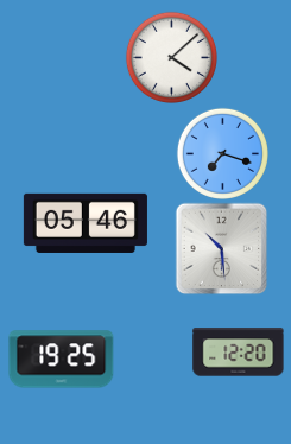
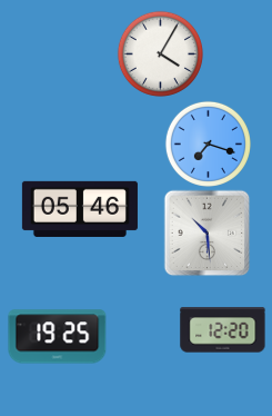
clock at (171, 57): 4:08 -> 4:05
